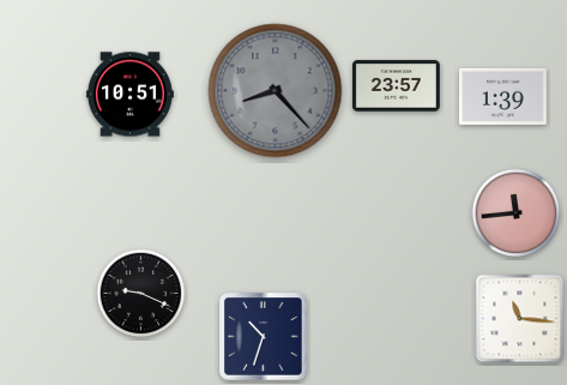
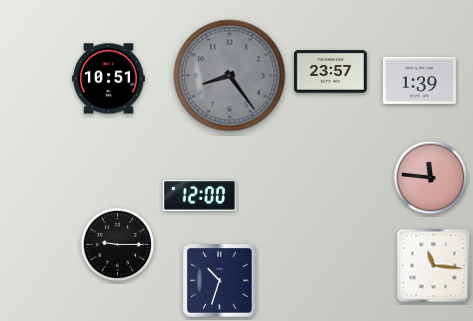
clock at (276, 91): 8:23 -> 8:24
clock at (517, 213): 11:44 -> 11:46
clock at (199, 196): none -> 12:00
clock at (141, 294): 9:19 -> 9:15
